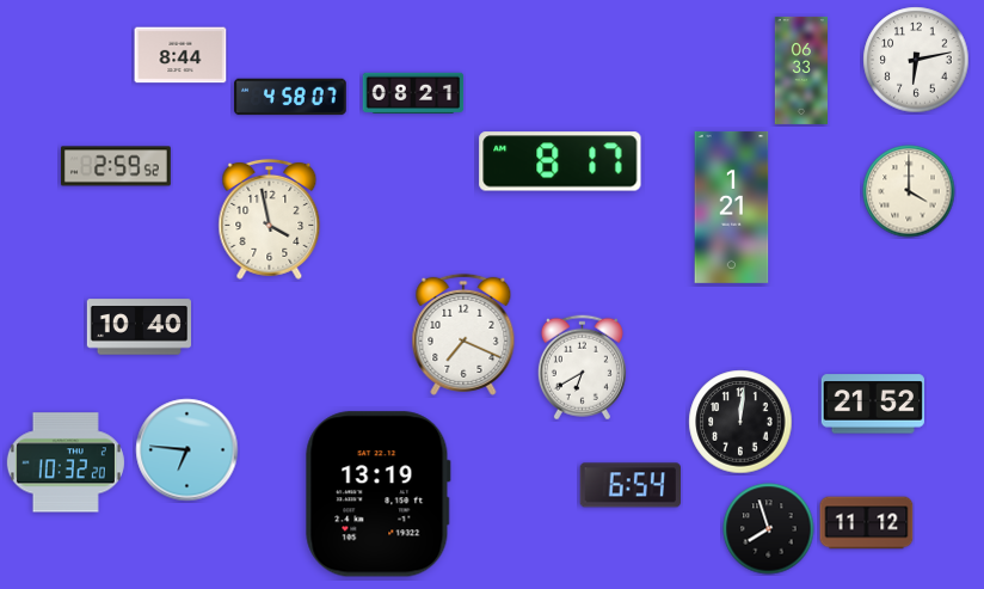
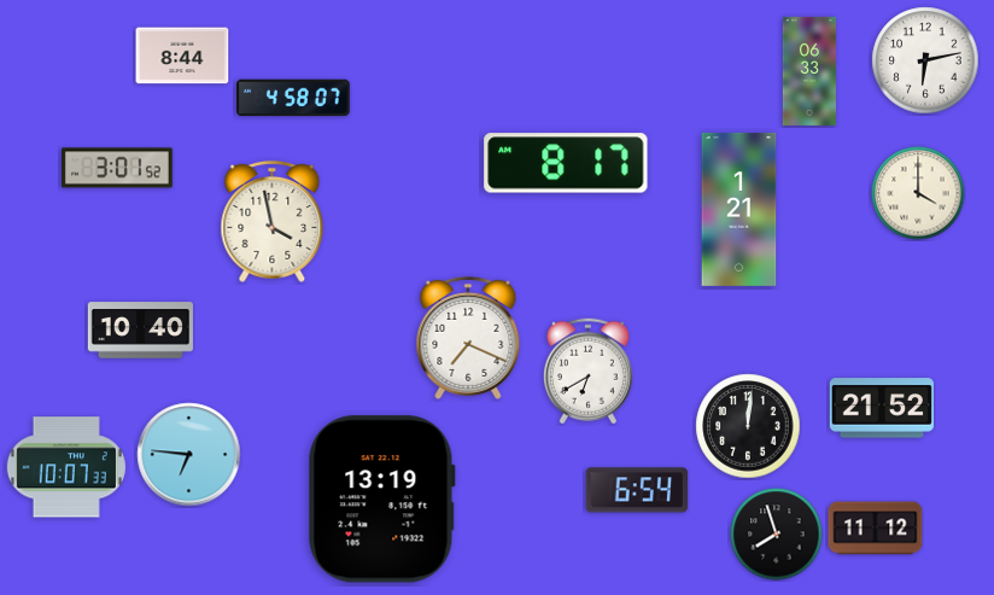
clock at (413, 92): 08:21 -> none
clock at (116, 166): 2:59 -> 3:01
clock at (66, 462): 10:32 -> 10:07
